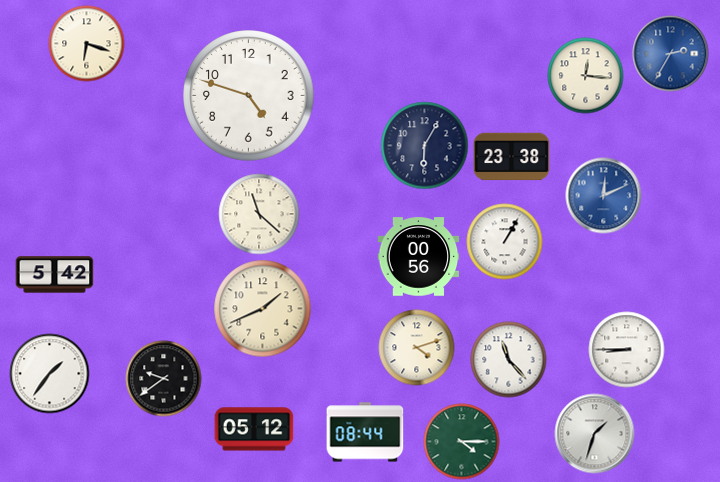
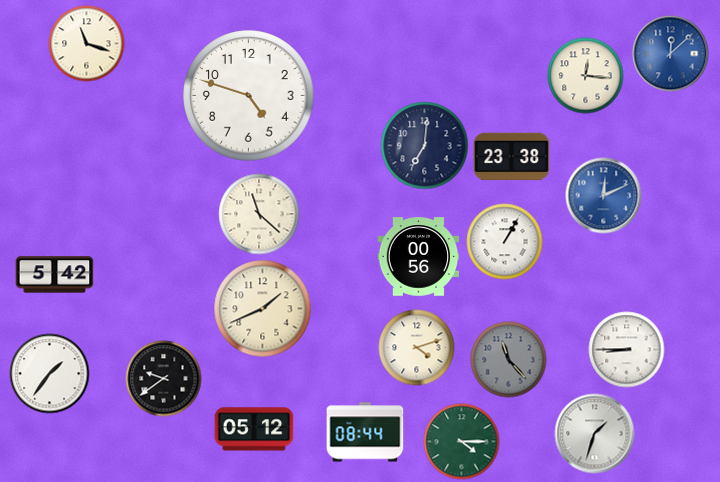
clock at (87, 44): 6:18 -> 11:18
clock at (671, 54): 2:35 -> 12:08
clock at (425, 146): 6:05 -> 7:01
clock at (509, 360) dial: white -> grey
